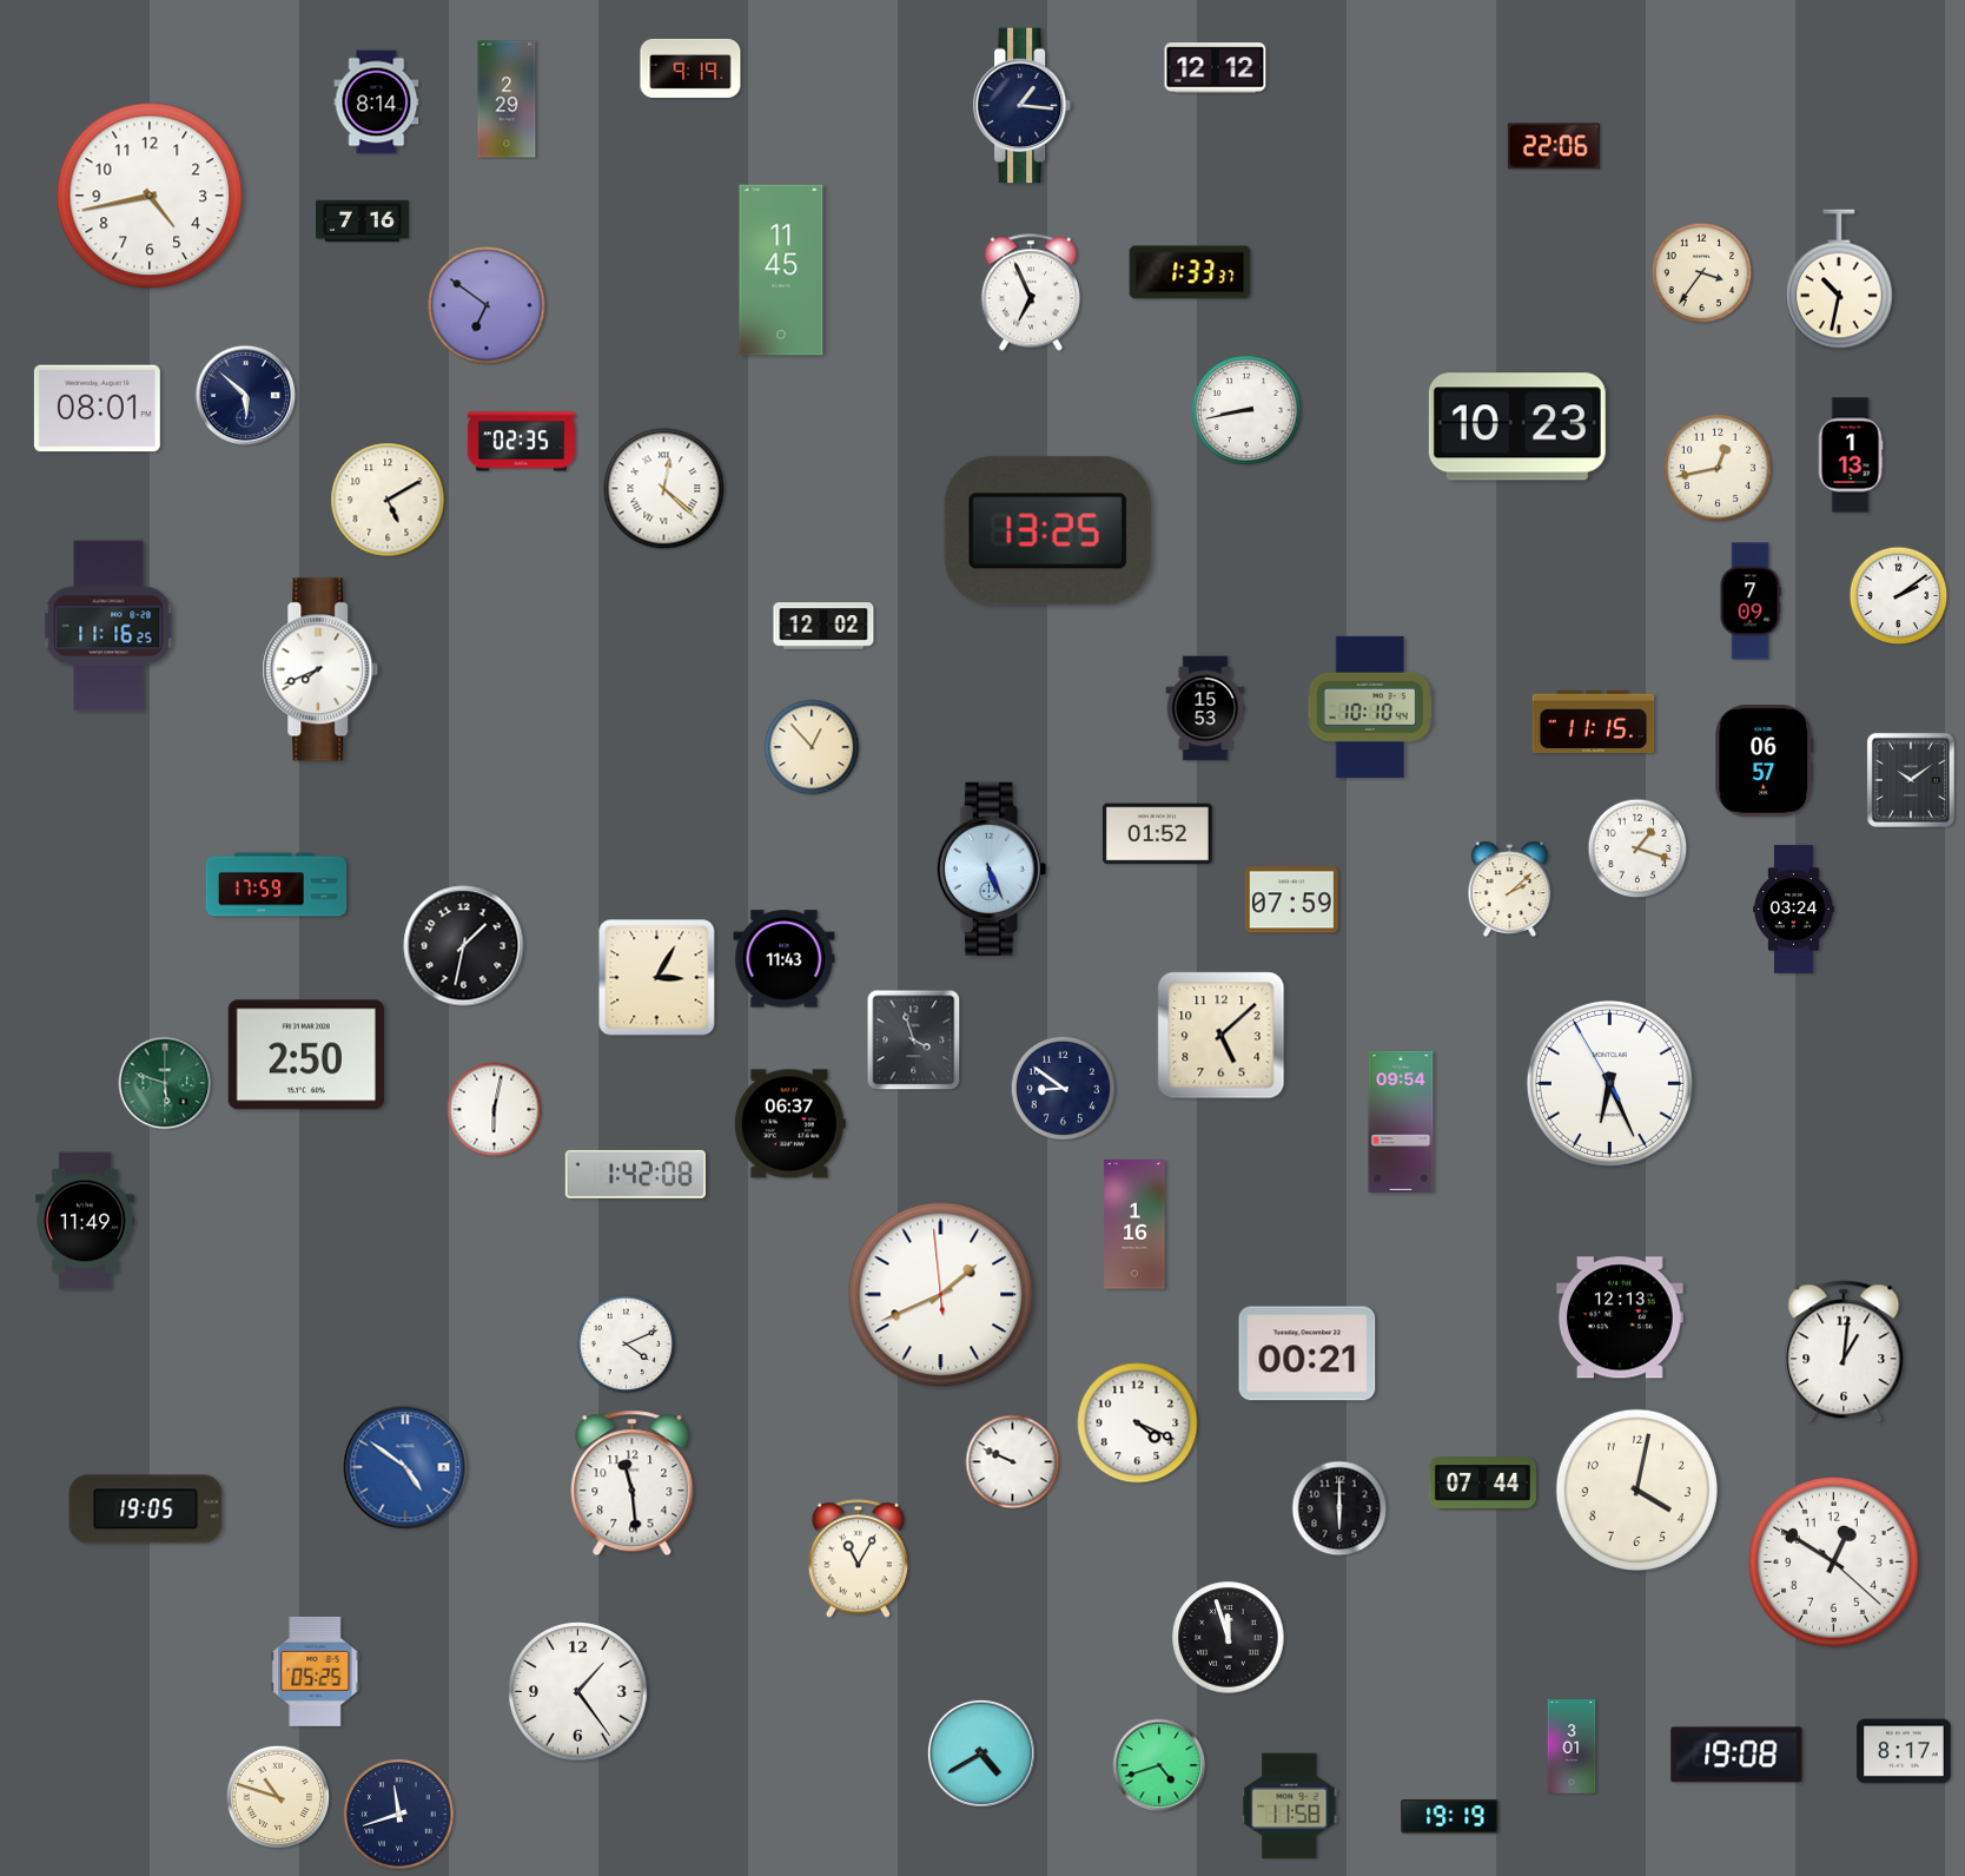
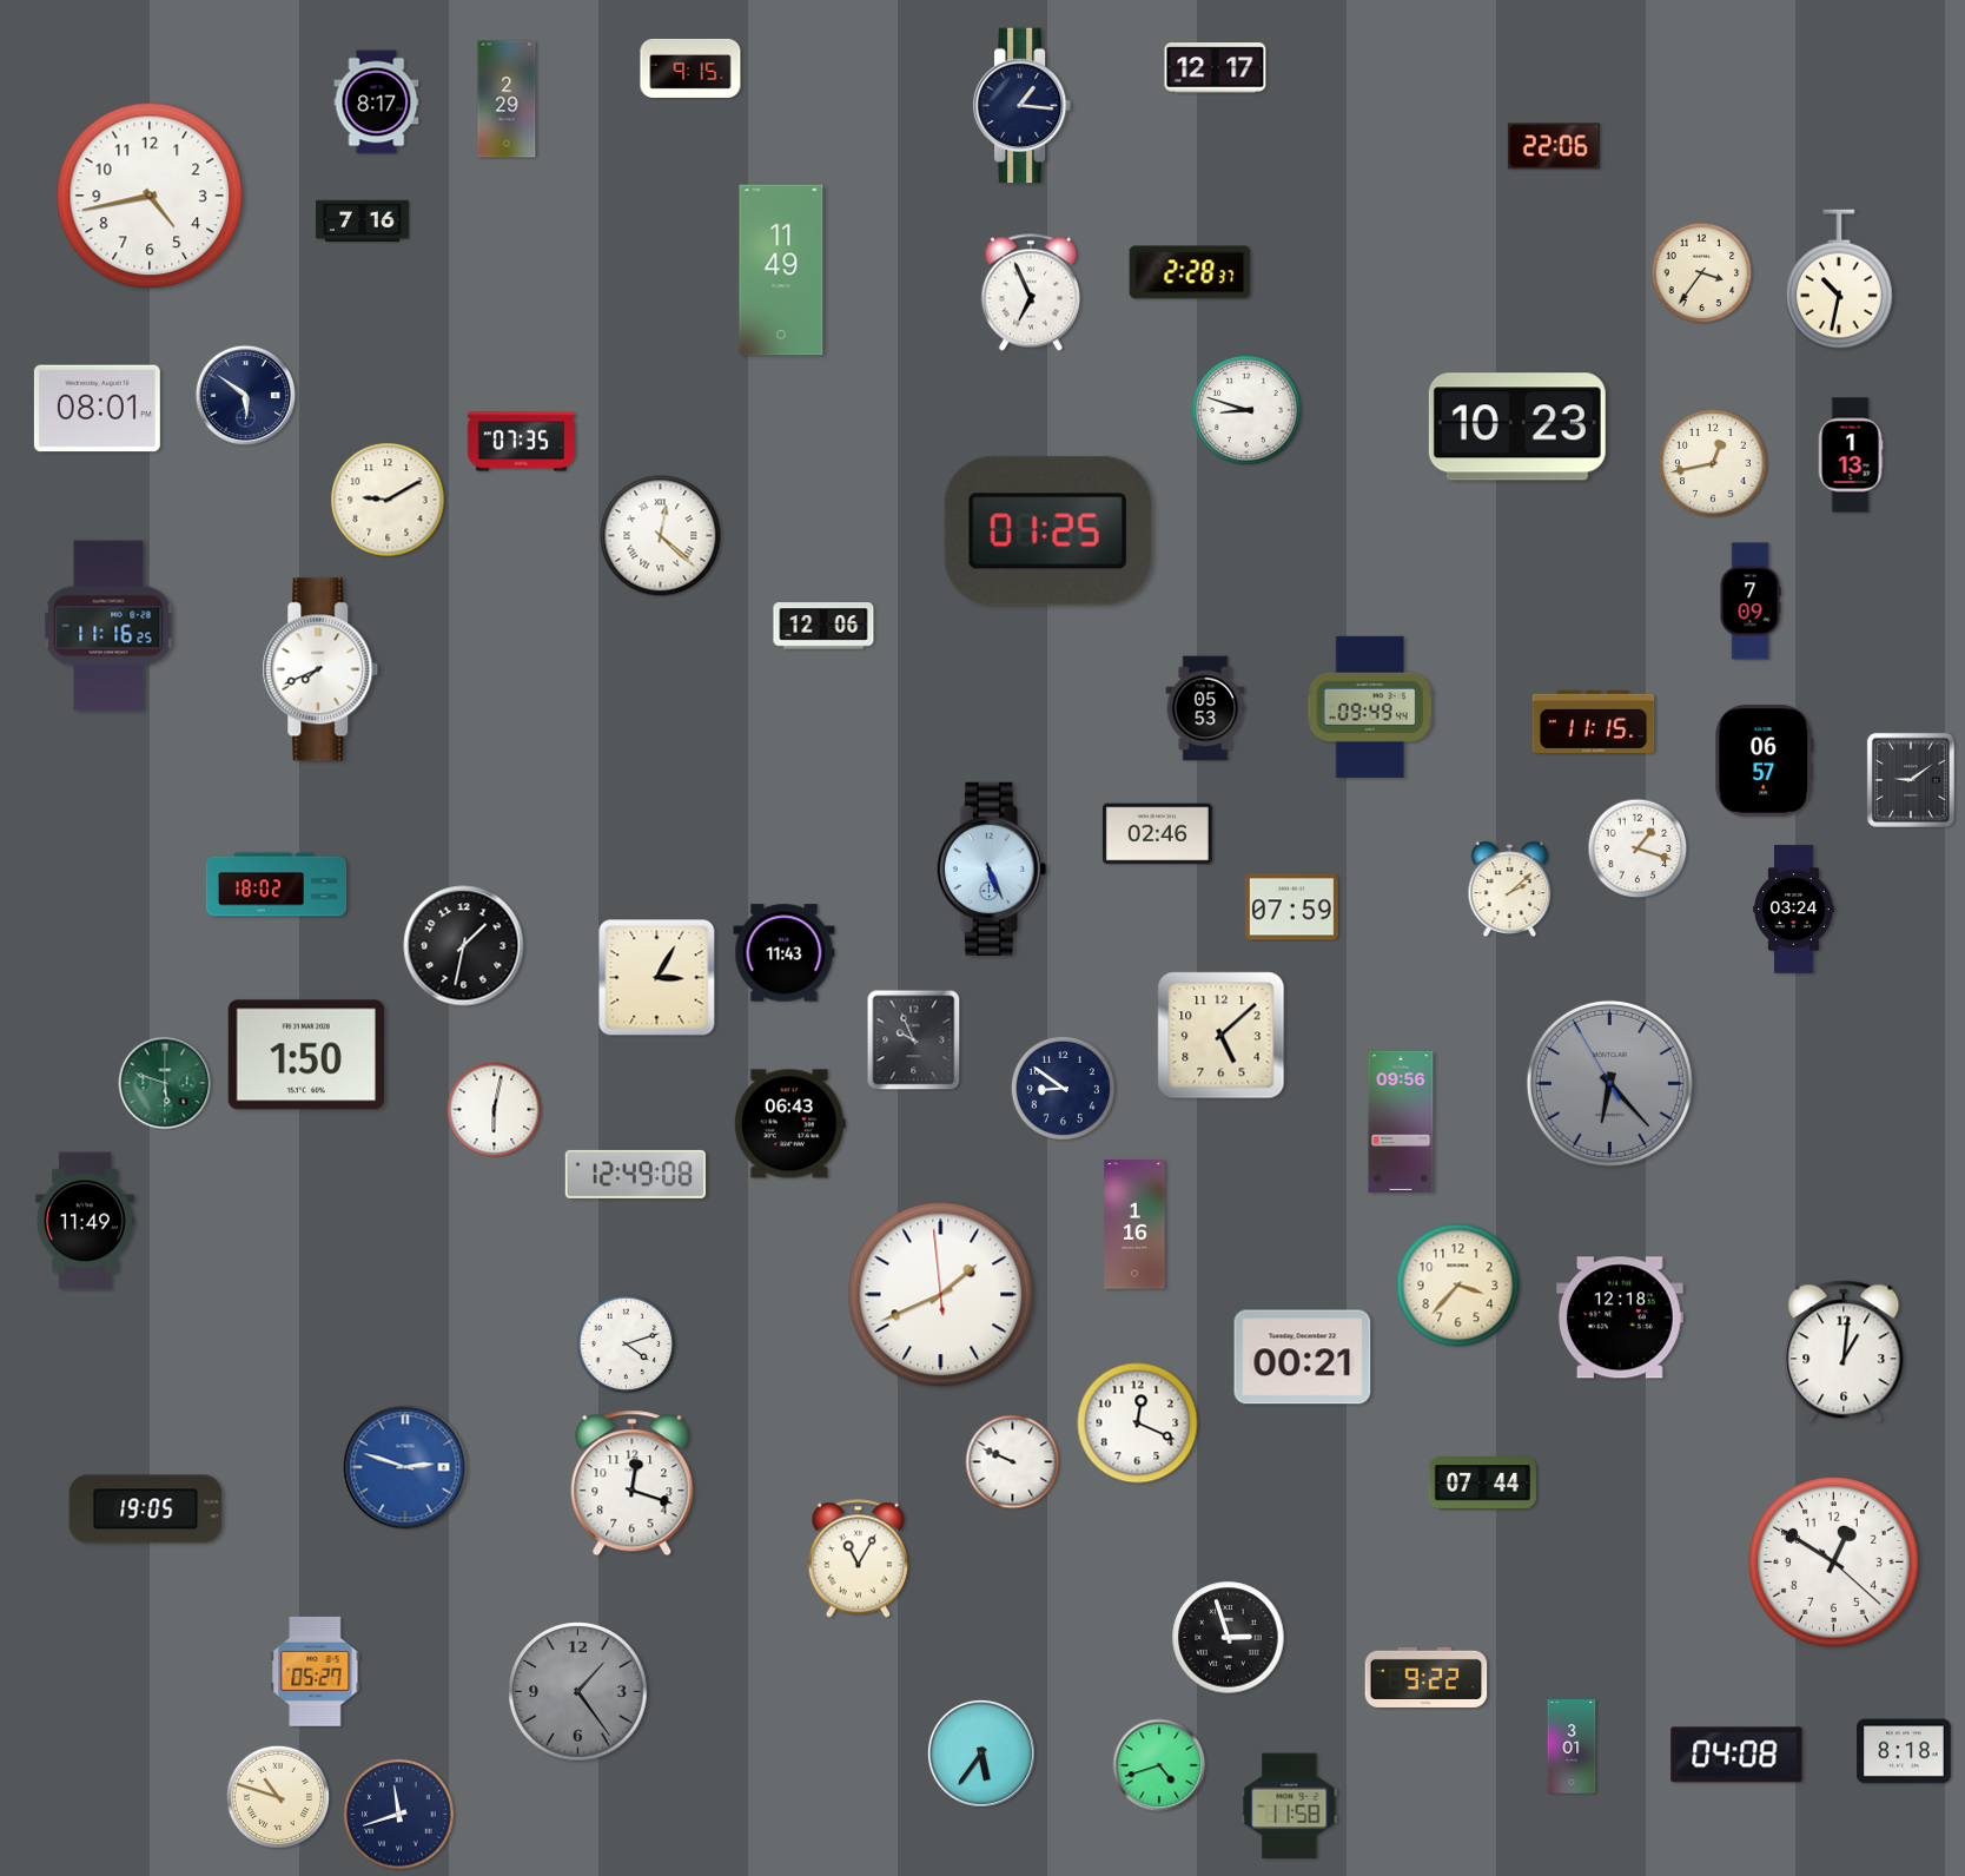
clock at (690, 68): 9:19 -> 9:15
clock at (1216, 68): 12:12 -> 12:17
clock at (377, 103): 8:14 -> 8:17
clock at (781, 270): 11:45 -> 11:49
clock at (1190, 272): 1:33 -> 2:28
clock at (487, 305): 6:51 -> none
clock at (246, 396): 5:52 -> 5:51
clock at (1246, 410): 8:43 -> 8:48
clock at (521, 442): 02:35 -> 07:35
clock at (1718, 468) position: (1718, 468) -> (1713, 463)
clock at (664, 489) position: (664, 489) -> (661, 536)
clock at (388, 500): 5:10 -> 9:10
clock at (1047, 531): 13:25 -> 01:25
clock at (1899, 596): 2:09 -> none
clock at (823, 626): 12:02 -> 12:06
clock at (1370, 707): 10:10 -> 09:49
clock at (1205, 708): 15:53 -> 05:53
clock at (812, 747): 12:53 -> none
clock at (1911, 780): 10:09 -> 9:09
clock at (1157, 834): 01:52 -> 02:46
clock at (277, 885): 17:59 -> 18:02
clock at (1291, 900) position: (1291, 900) -> (1291, 907)
clock at (785, 959) position: (785, 959) -> (785, 953)
clock at (914, 1041): 3:57 -> 9:56
clock at (305, 1055): 2:50 -> 1:50
clock at (1609, 1083): 6:25 -> 6:22
clock at (1609, 1083) dial: white -> grey
clock at (1401, 1122): 09:54 -> 09:56
clock at (789, 1124): 06:37 -> 06:43
clock at (635, 1174): 1:42 -> 12:49
clock at (1458, 1286): none -> 3:37
clock at (1620, 1317): 12:13 -> 12:18
clock at (627, 1345): 4:11 -> 4:12
clock at (1308, 1354) position: (1308, 1354) -> (1303, 1358)
clock at (1138, 1423): 4:19 -> 12:19
clock at (405, 1467): 4:51 -> 2:48
clock at (633, 1484): 11:29 -> 12:18
clock at (1636, 1489): 4:02 -> none
clock at (1339, 1508): 6:00 -> none
clock at (1229, 1638): 11:57 -> 2:57
clock at (316, 1671): 05:25 -> 05:27
clock at (1427, 1677): none -> 9:22
clock at (578, 1692) dial: white -> grey
clock at (1904, 1751): 8:17 -> 8:18
clock at (981, 1753): 4:40 -> 5:36
clock at (1736, 1755): 19:08 -> 04:08
clock at (1450, 1817): 19:19 -> none
